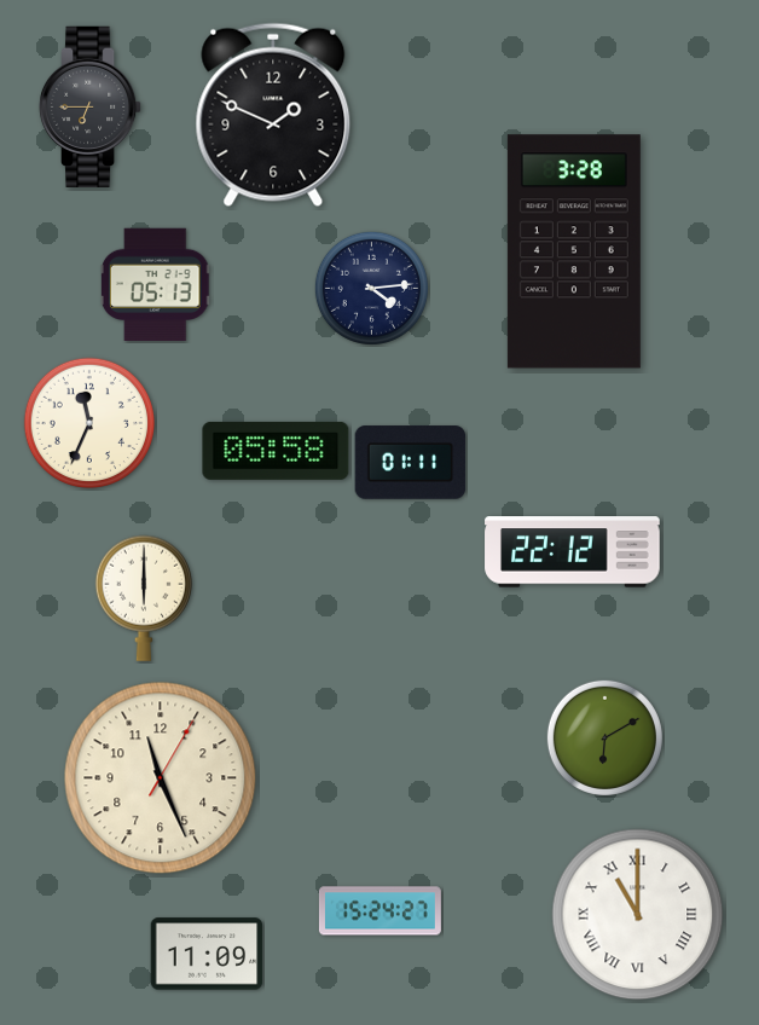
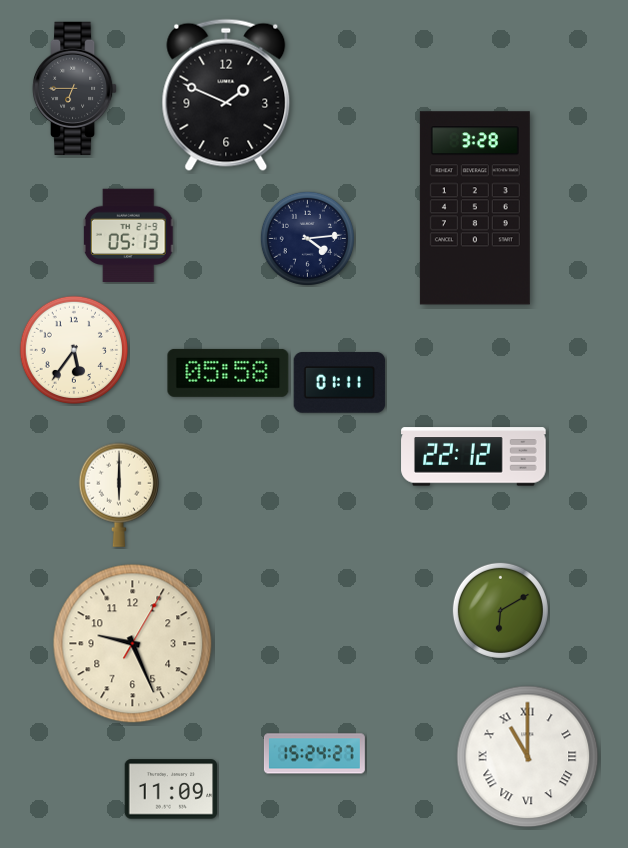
clock at (88, 422): 11:34 -> 5:36
clock at (161, 778): 11:26 -> 9:26
